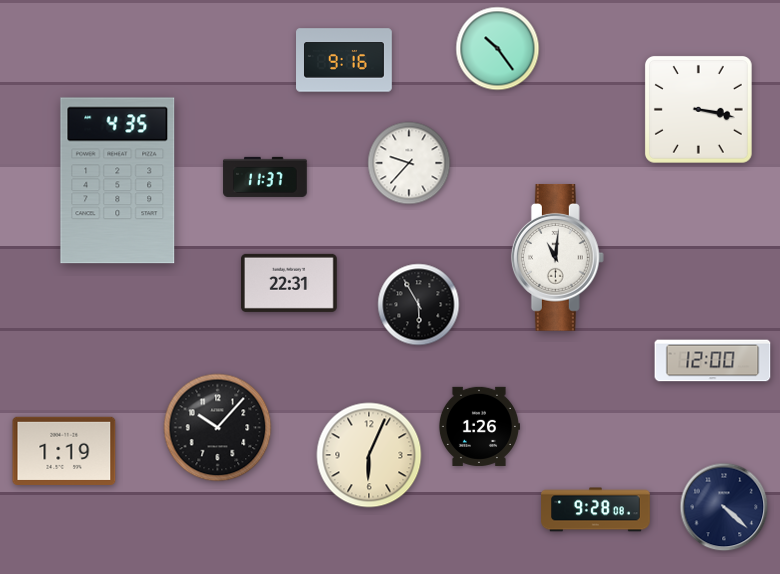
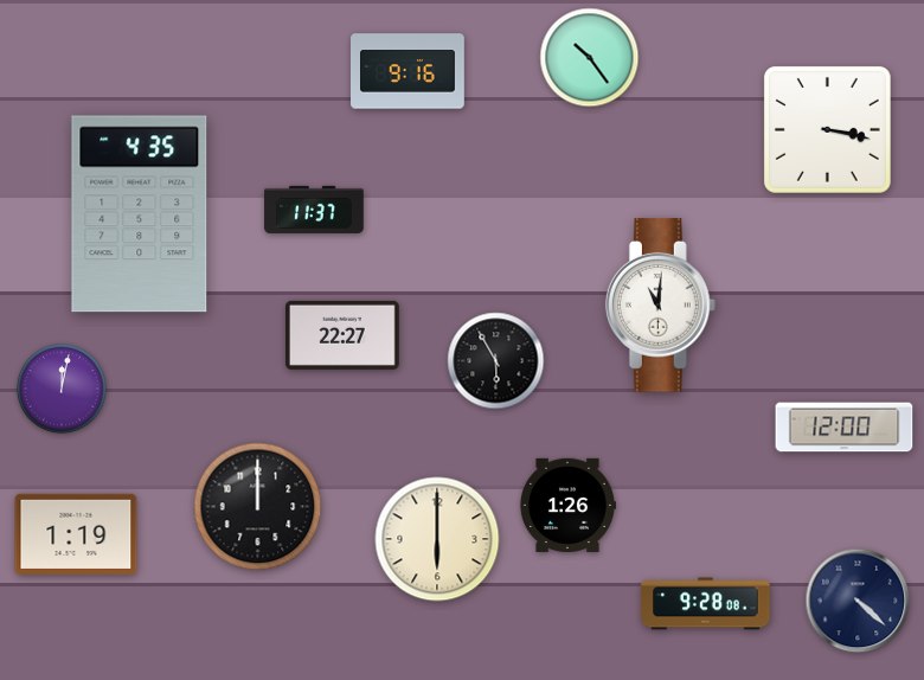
clock at (409, 163): 9:37 -> none
clock at (289, 283): 22:31 -> 22:27
clock at (62, 389): none -> 12:02
clock at (218, 428): 10:07 -> 12:00
clock at (369, 455): 6:04 -> 6:00
